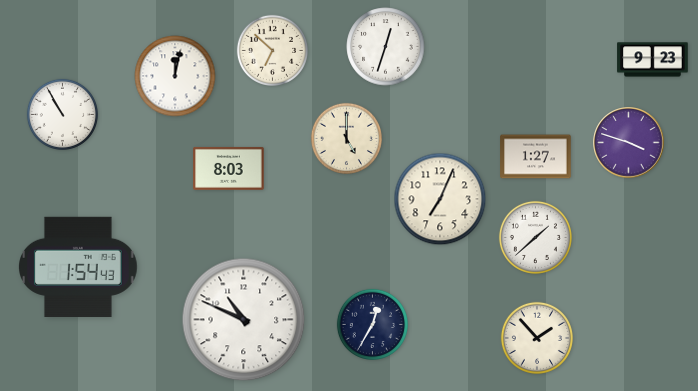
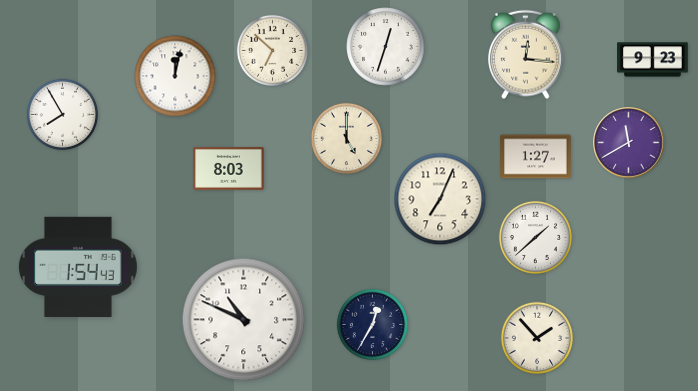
clock at (526, 55): none -> 12:16
clock at (62, 114): 10:55 -> 7:55
clock at (629, 143): 3:48 -> 11:40
